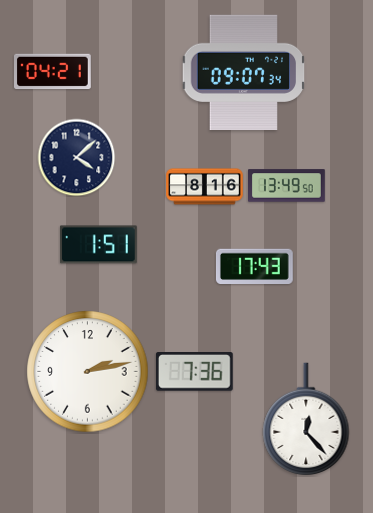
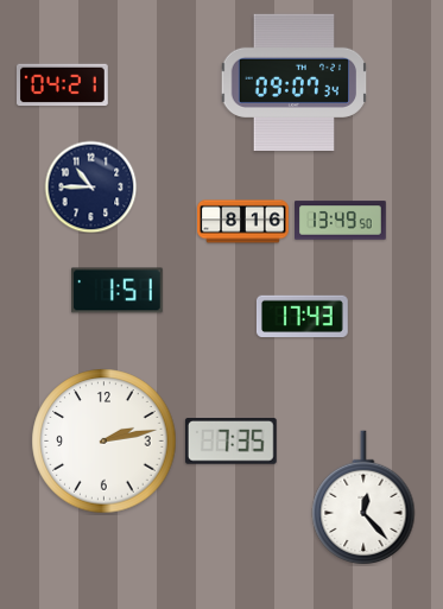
clock at (244, 72) position: (244, 72) -> (295, 82)
clock at (76, 157): 4:08 -> 10:45
clock at (194, 372): 7:36 -> 7:35
